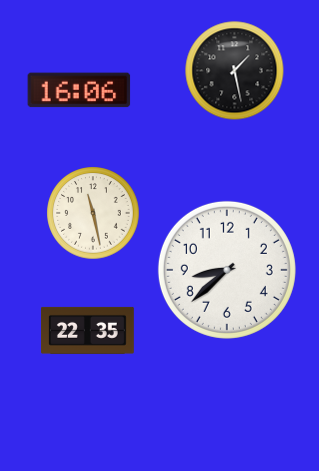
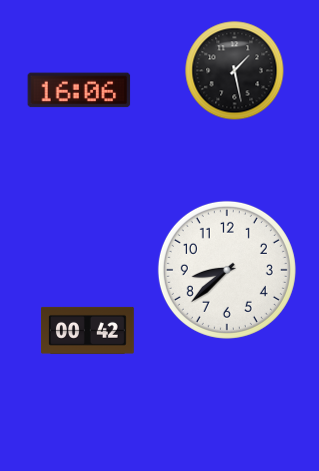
clock at (93, 213): 11:28 -> none
clock at (88, 330): 22:35 -> 00:42
